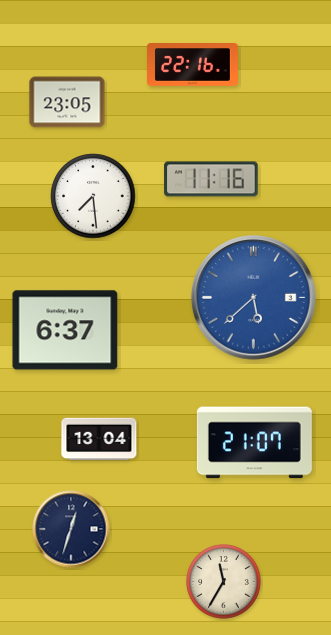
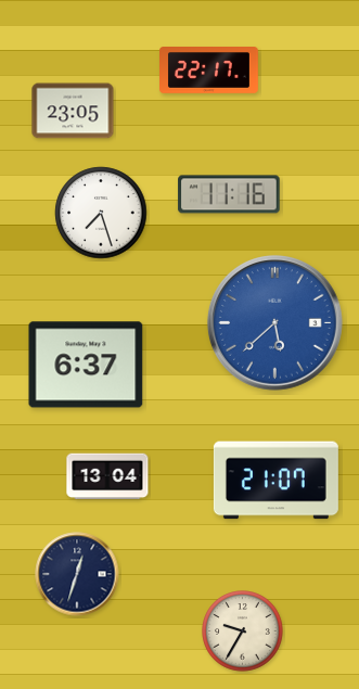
clock at (193, 65): 22:16 -> 22:17
clock at (93, 196): 7:29 -> 7:27
clock at (65, 330) position: (65, 330) -> (86, 365)
clock at (224, 582): 11:35 -> 9:35
